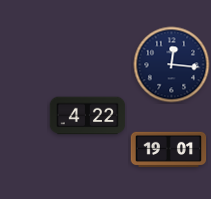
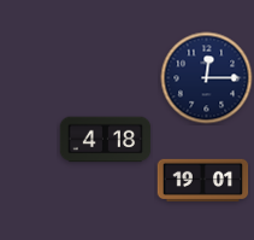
clock at (172, 65): 12:16 -> 12:15
clock at (88, 116): 4:22 -> 4:18
